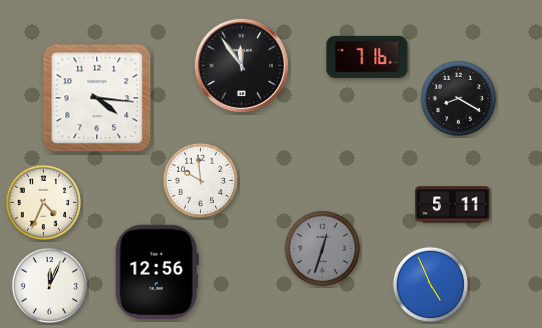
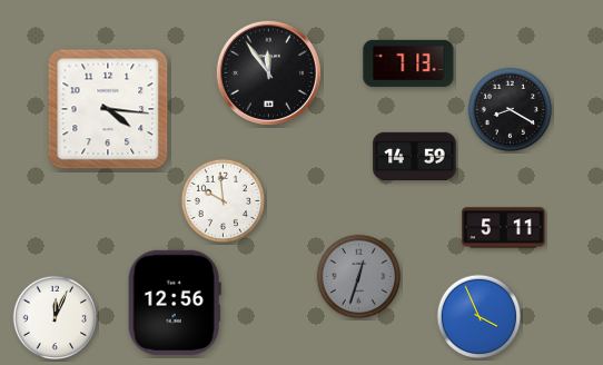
clock at (367, 57): 7:16 -> 7:13
clock at (415, 156): none -> 14:59
clock at (44, 203): 4:34 -> none
clock at (431, 285): 4:56 -> 3:56
